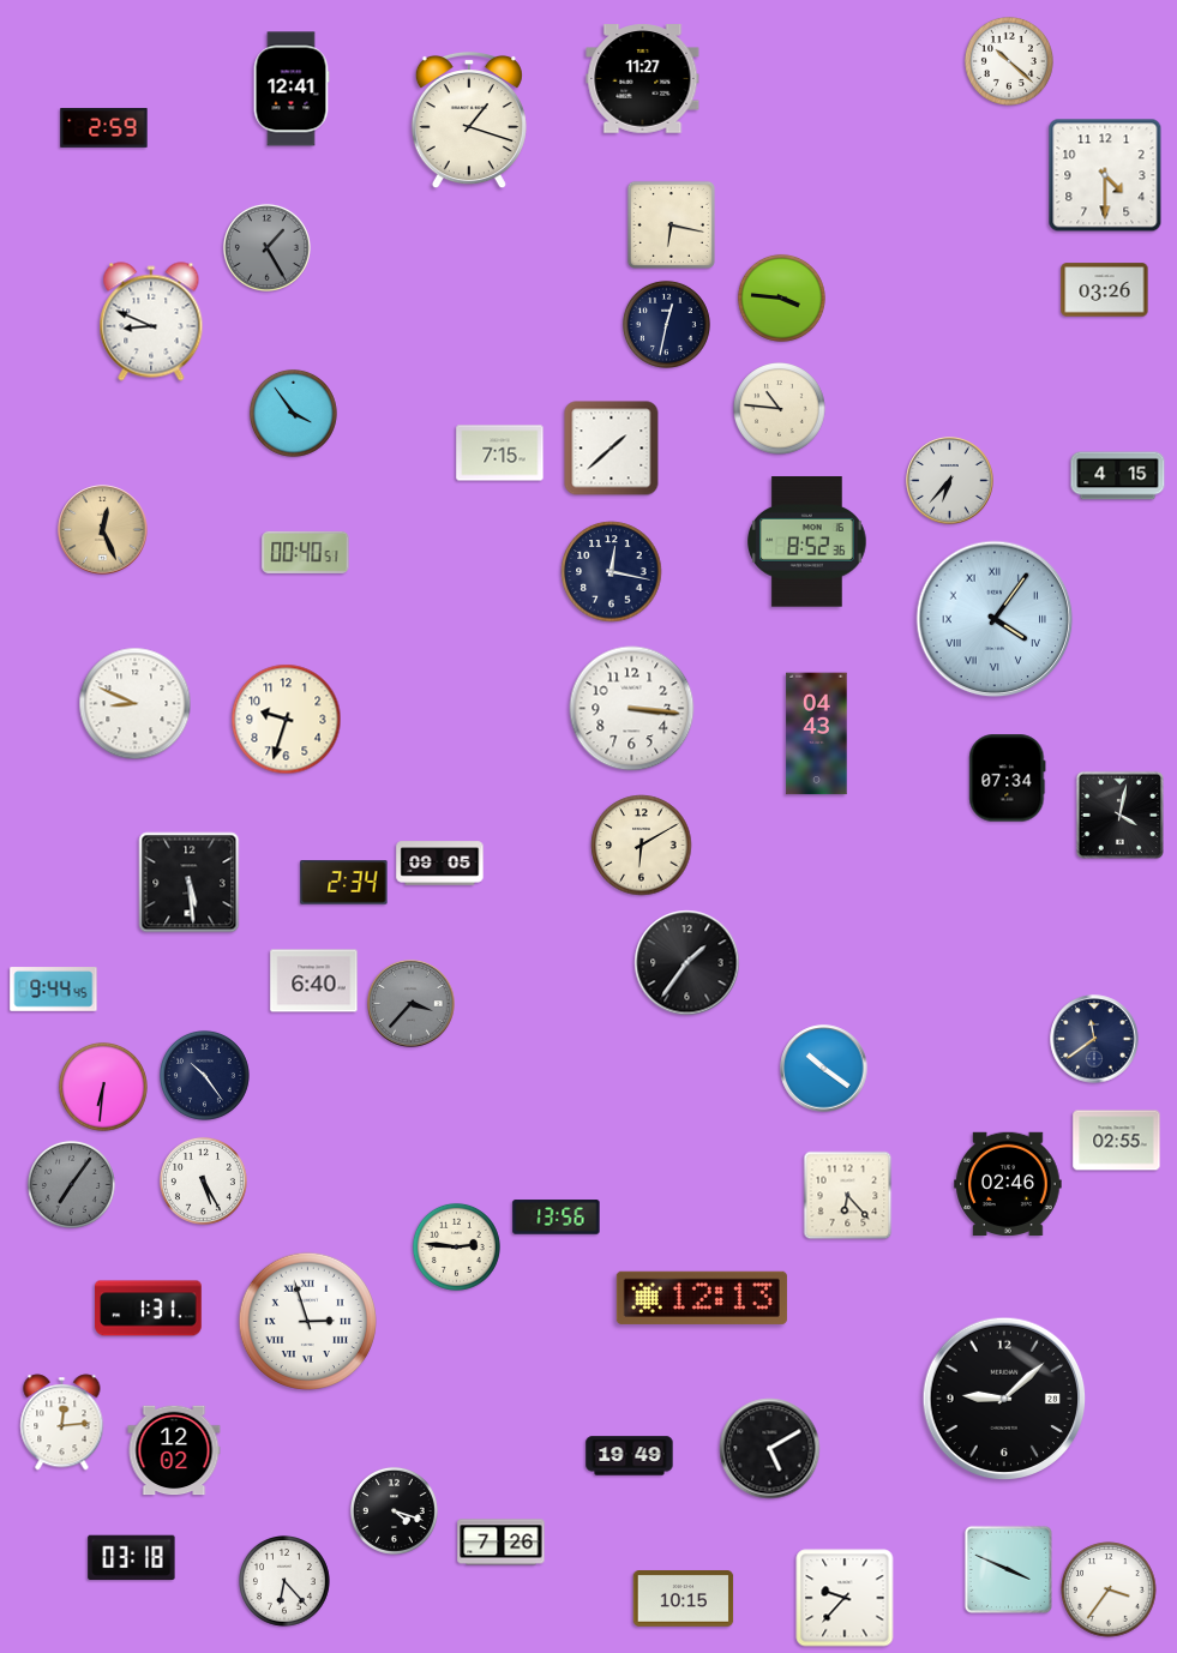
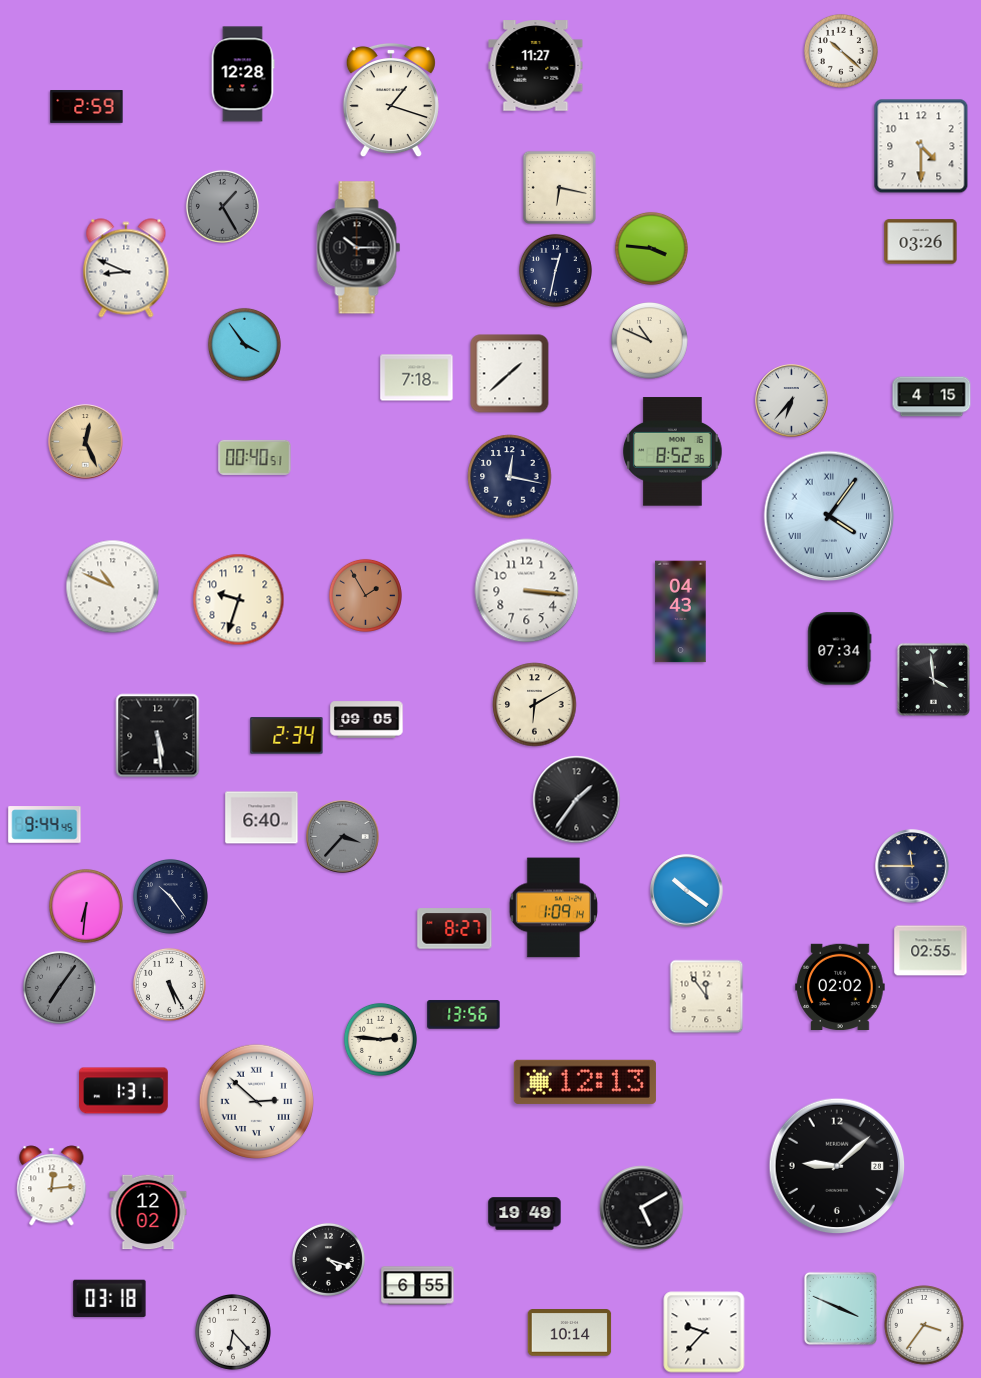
clock at (292, 89): 12:41 -> 12:28
clock at (359, 248): none -> 10:15
clock at (780, 409): 10:46 -> 10:49
clock at (500, 453): 7:15 -> 7:18
clock at (306, 552) position: (306, 552) -> (255, 457)
clock at (136, 704): 8:49 -> 10:49
clock at (365, 595): none -> 1:55
clock at (1119, 815): 4:02 -> 3:59
clock at (687, 963) position: (687, 963) -> (577, 800)
clock at (1094, 1039): 11:39 -> 11:45
clock at (553, 908): none -> 1:09
clock at (455, 929): none -> 8:27
clock at (1008, 1183): 02:46 -> 02:02
clock at (848, 1196): 6:23 -> 11:54
clock at (307, 1321): 2:57 -> 2:52
clock at (174, 1450) position: (174, 1450) -> (148, 1212)
clock at (502, 1543): 7:26 -> 6:55
clock at (286, 1582) position: (286, 1582) -> (234, 1333)
clock at (684, 1599): 10:15 -> 10:14
